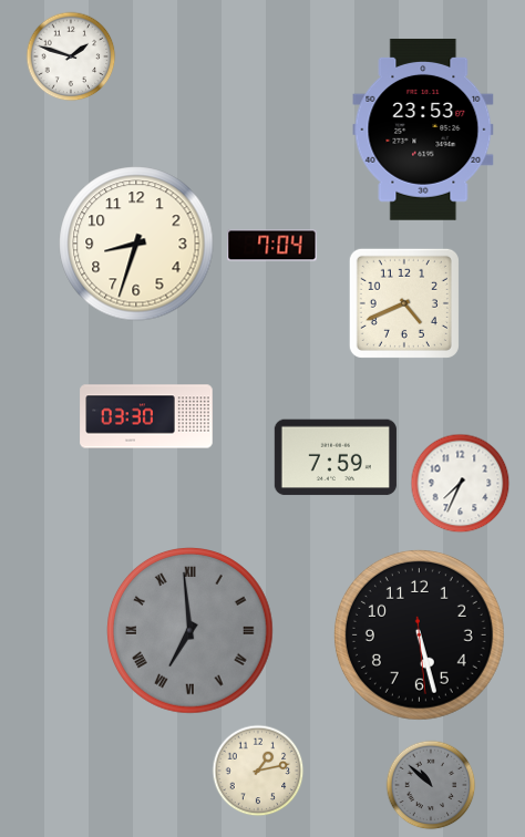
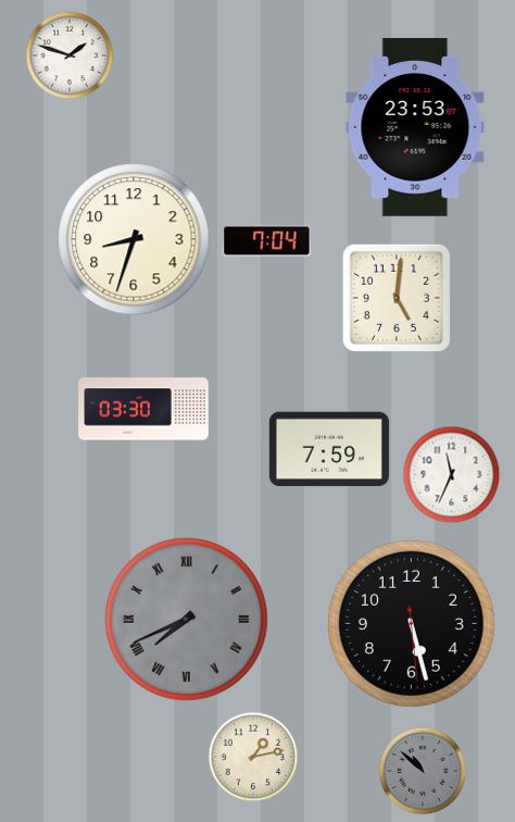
clock at (404, 303): 4:41 -> 5:01
clock at (460, 483): 7:34 -> 11:34
clock at (191, 631): 6:59 -> 7:41
